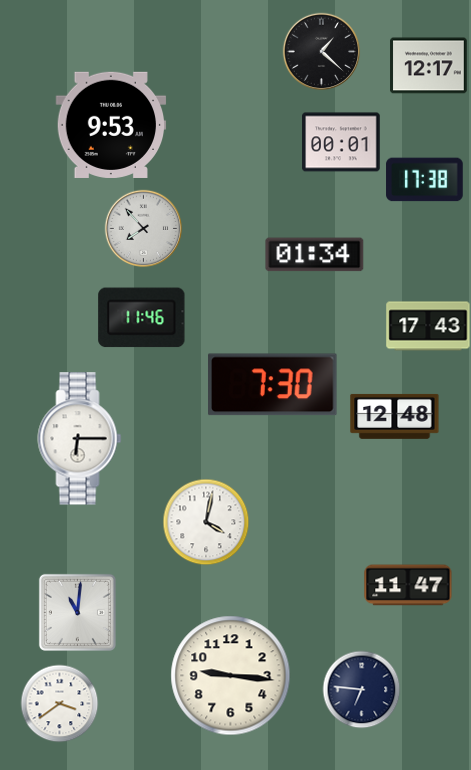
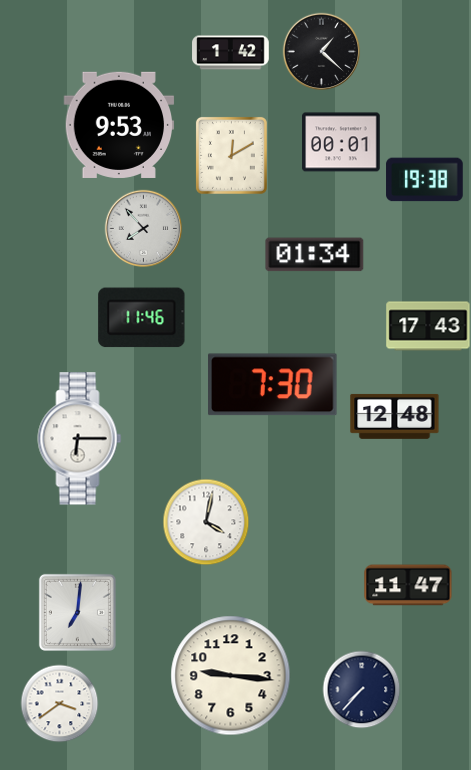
clock at (231, 53): none -> 1:42
clock at (429, 66): 12:17 -> none
clock at (111, 125) position: (111, 125) -> (119, 125)
clock at (231, 155): none -> 12:10
clock at (425, 180): 17:38 -> 19:38
clock at (77, 612): 11:01 -> 7:01
clock at (361, 689): 6:46 -> 7:37
